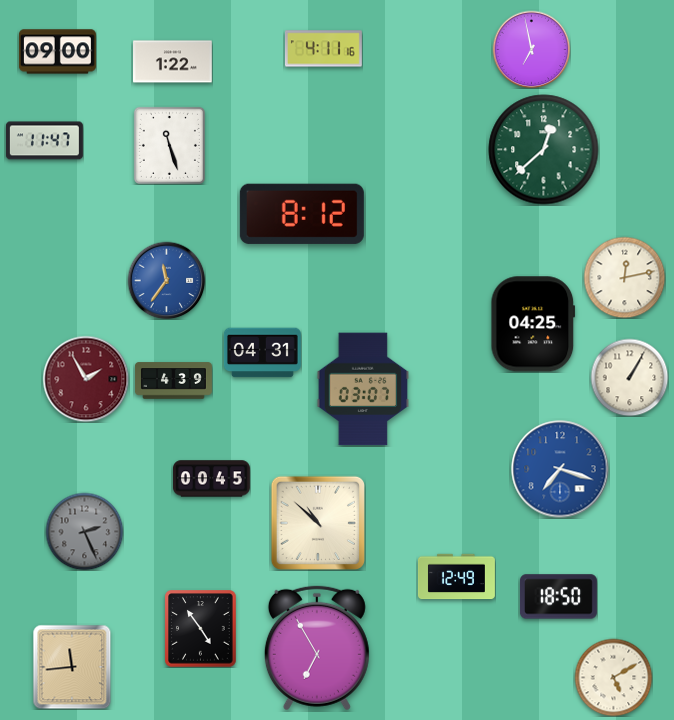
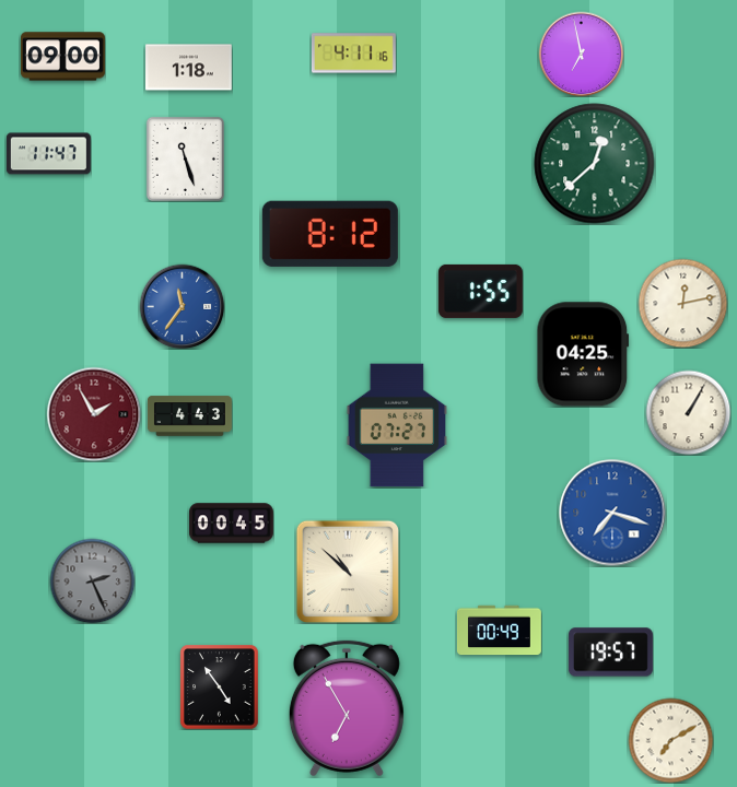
clock at (173, 62): 1:22 -> 1:18
clock at (480, 291): none -> 1:55
clock at (262, 353): 04:31 -> none
clock at (173, 381): 4:39 -> 4:43
clock at (362, 389): 03:07 -> 07:27
clock at (456, 577): 12:49 -> 00:49
clock at (558, 597): 18:50 -> 19:57
clock at (72, 667): 11:44 -> none
clock at (613, 677): 5:10 -> 7:10
